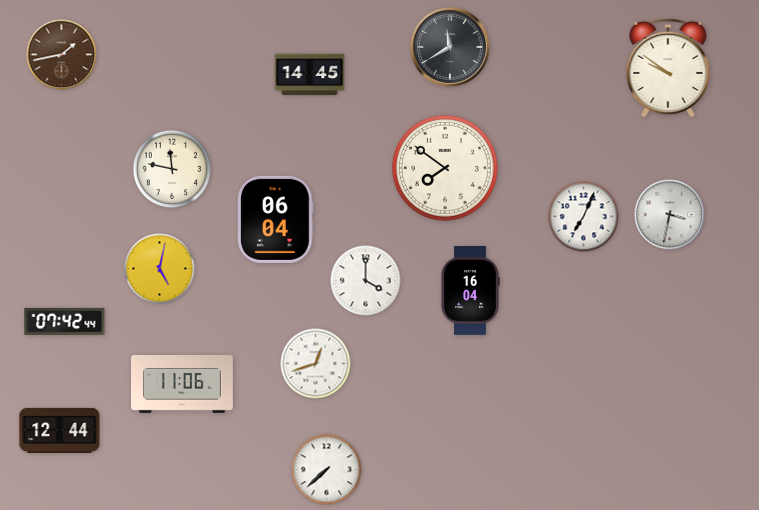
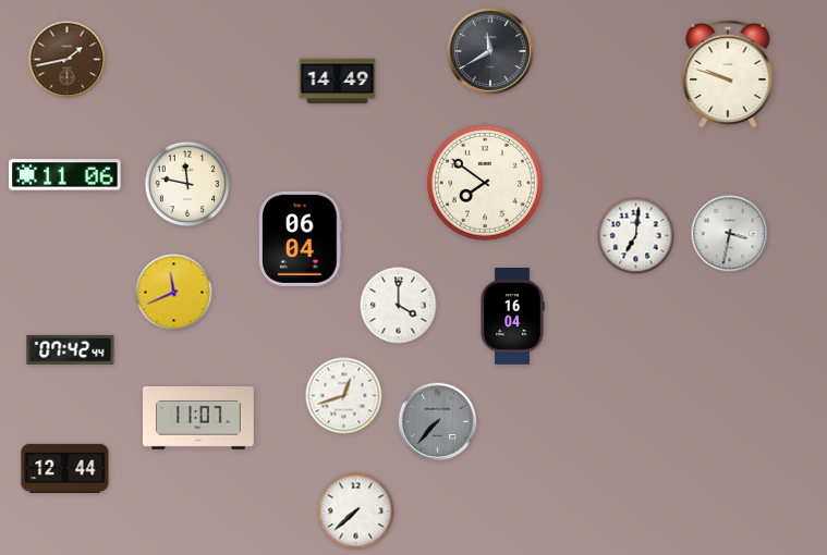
clock at (668, 68): 9:51 -> 9:48
clock at (310, 75): 14:45 -> 14:49
clock at (65, 175): none -> 11:06
clock at (584, 217): 7:04 -> 7:01
clock at (160, 269): 5:02 -> 11:41
clock at (183, 385): 11:06 -> 11:07
clock at (438, 422): none -> 7:37
